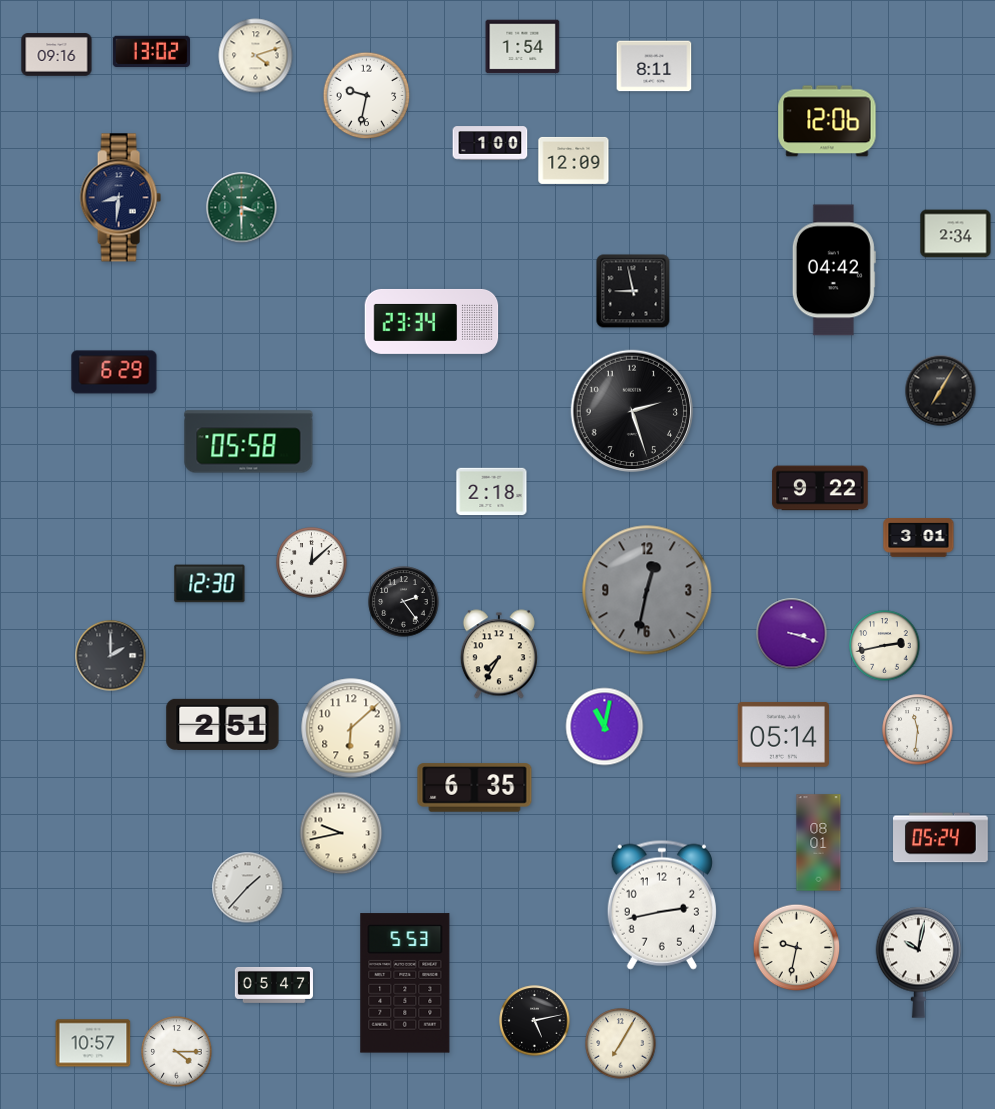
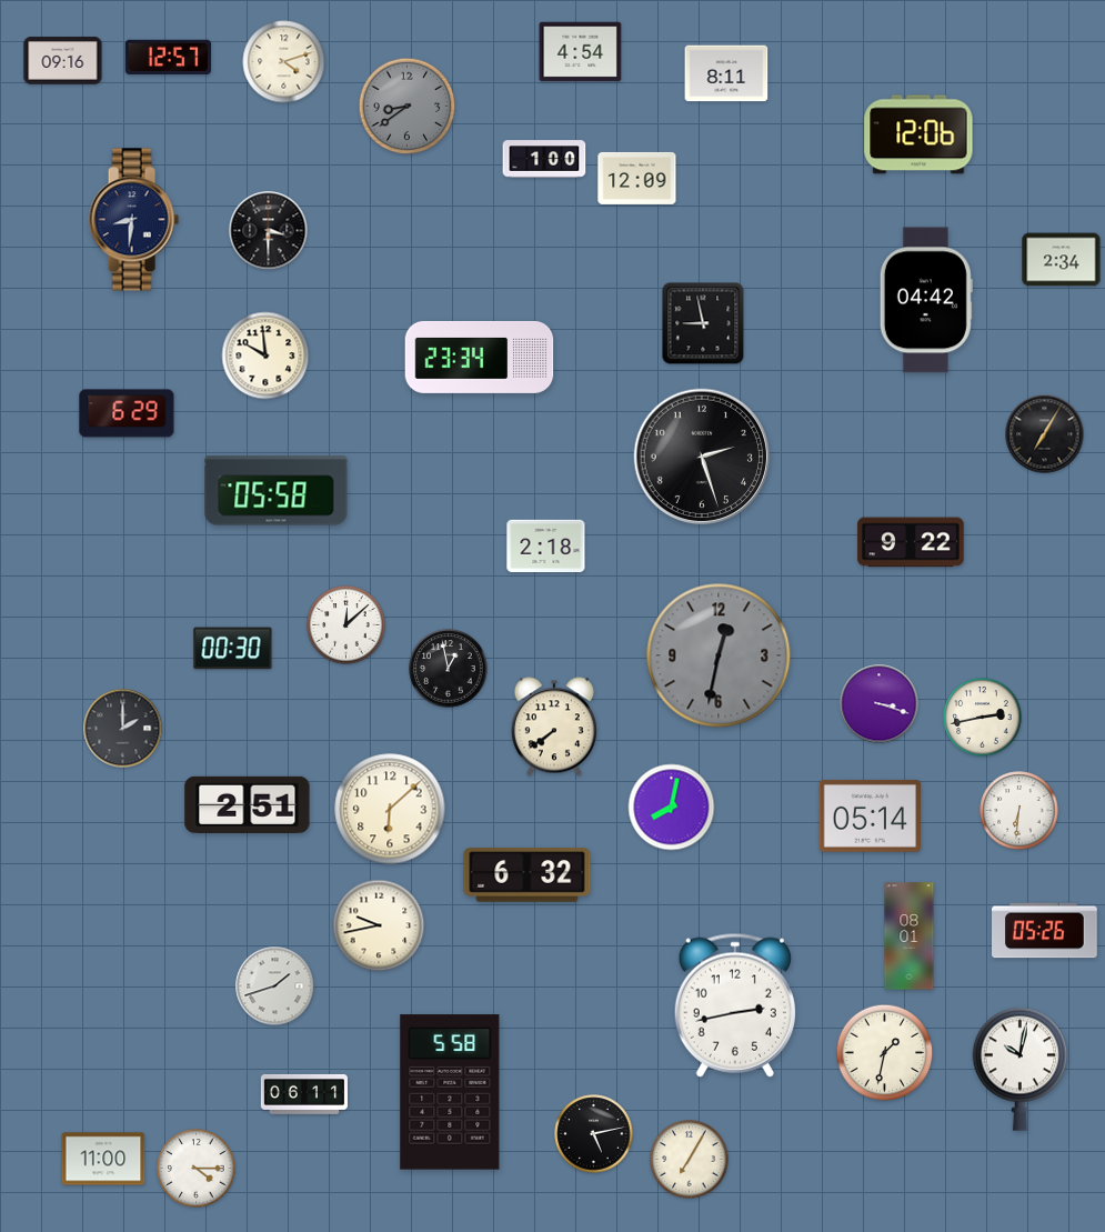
clock at (523, 47): 1:54 -> 4:54
clock at (151, 51): 13:02 -> 12:57
clock at (367, 96): 9:32 -> 8:39
clock at (367, 96) dial: white -> grey
clock at (242, 208) dial: green -> black
clock at (265, 355): none -> 9:59
clock at (919, 538): 3:01 -> none
clock at (210, 584): 12:30 -> 00:30
clock at (404, 602): 2:24 -> 12:58
clock at (499, 654): 7:35 -> 7:39
clock at (605, 727): 11:02 -> 8:02
clock at (918, 730): 11:31 -> 6:31
clock at (475, 788): 6:35 -> 6:32
clock at (941, 838): 05:24 -> 05:26
clock at (248, 888): 1:37 -> 1:42
clock at (797, 948): 9:32 -> 1:32
clock at (405, 983): 5:53 -> 5:58
clock at (274, 985): 05:47 -> 06:11
clock at (93, 1043): 10:57 -> 11:00
